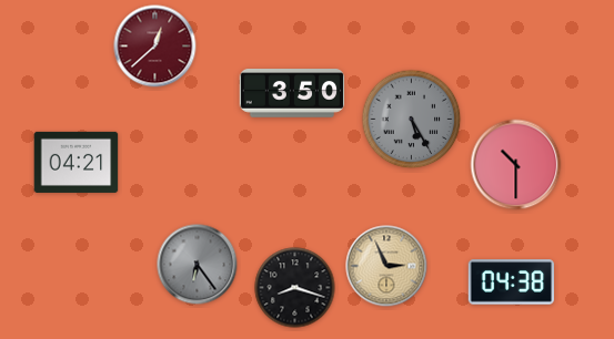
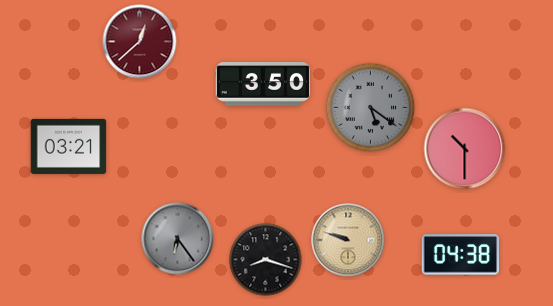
clock at (412, 120): 5:25 -> 5:21
clock at (77, 162): 04:21 -> 03:21
clock at (386, 266): 2:56 -> 9:48
